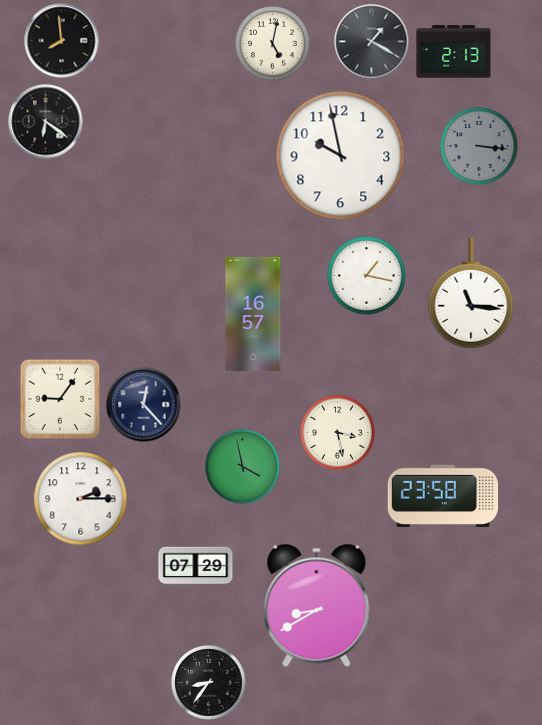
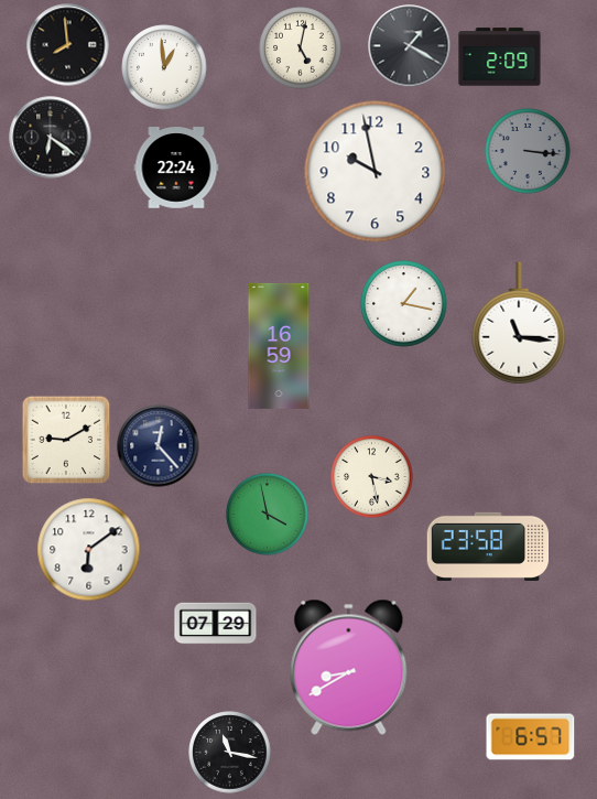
clock at (454, 52): 2:13 -> 2:09
clock at (164, 67): none -> 12:59
clock at (46, 122) position: (46, 122) -> (51, 138)
clock at (479, 146) position: (479, 146) -> (528, 151)
clock at (176, 168): none -> 22:24
clock at (253, 314): 16:57 -> 16:59
clock at (60, 399): 9:06 -> 9:10
clock at (81, 499): 2:15 -> 6:09
clock at (531, 737): none -> 6:57
clock at (209, 683): 8:36 -> 11:17
